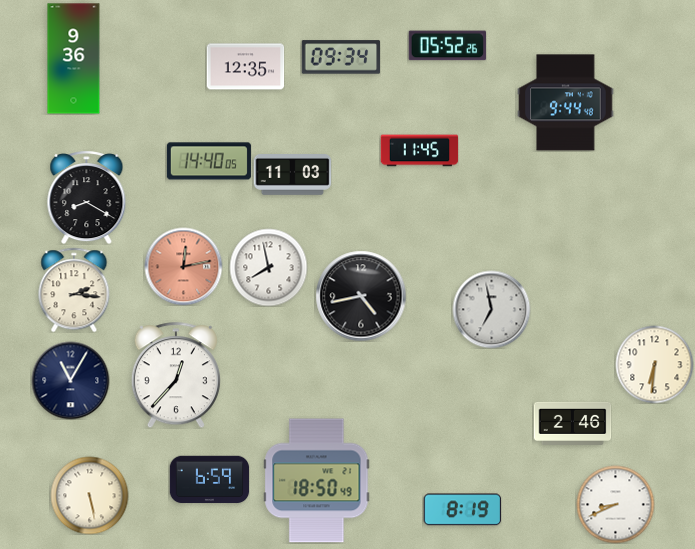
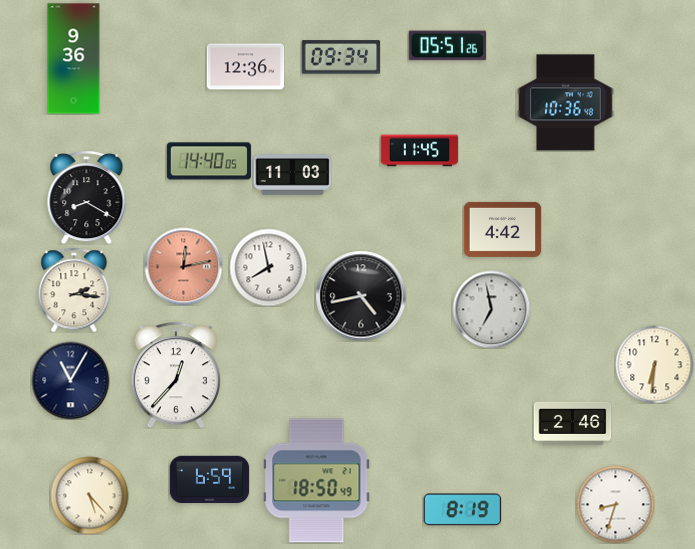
clock at (447, 46): 05:52 -> 05:51
clock at (245, 67): 12:35 -> 12:36
clock at (566, 103): 9:44 -> 10:36
clock at (502, 229): none -> 4:42
clock at (89, 495): 5:28 -> 5:23
clock at (615, 504): 8:41 -> 8:33
